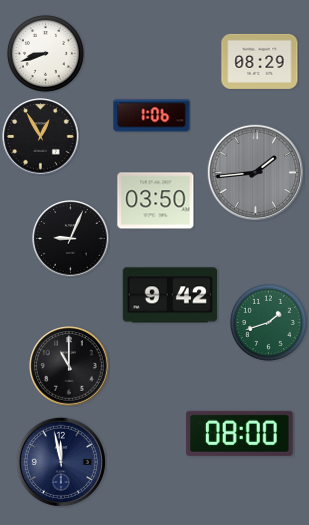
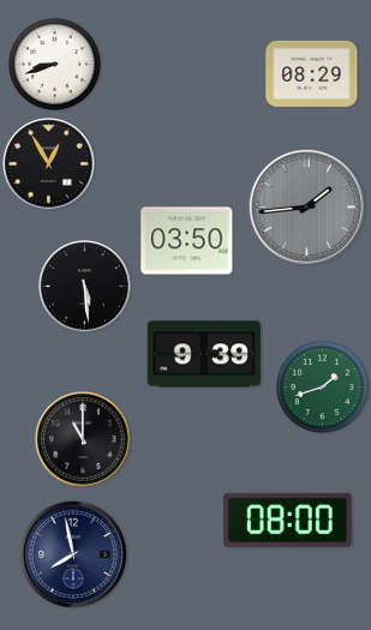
clock at (152, 116): 1:06 -> none
clock at (71, 239): 9:04 -> 5:29
clock at (169, 295): 9:42 -> 9:39
clock at (61, 462): 11:58 -> 7:58
